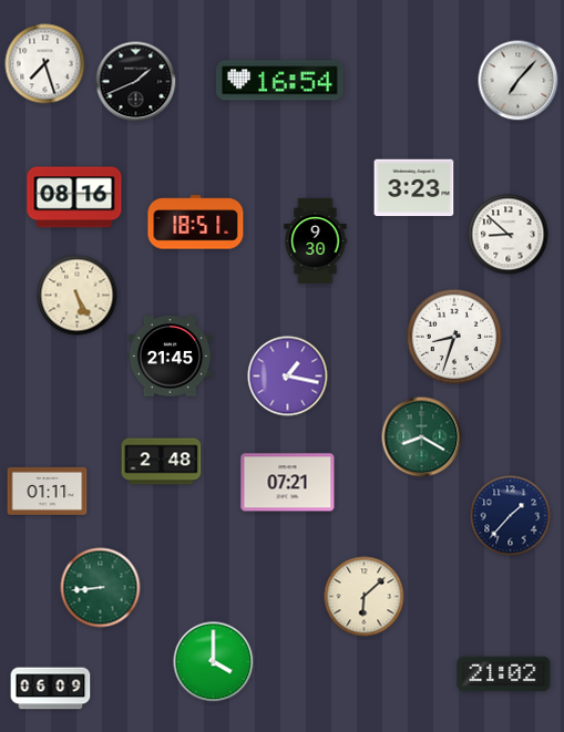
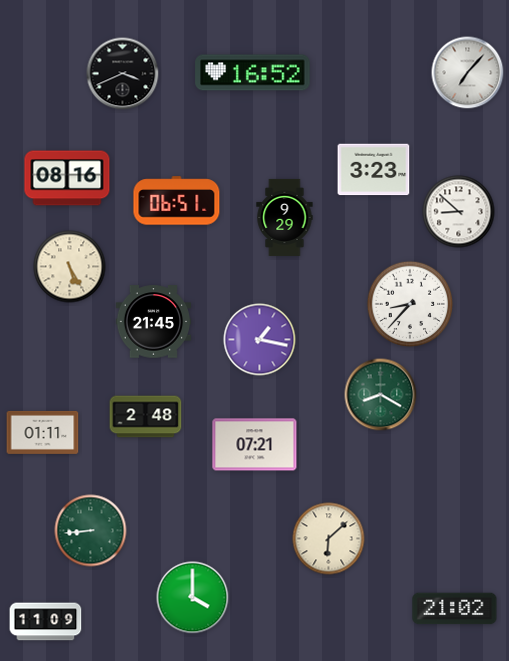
clock at (45, 64): 7:27 -> none
clock at (280, 81): 16:54 -> 16:52
clock at (136, 82): 1:41 -> 3:41
clock at (196, 223): 18:51 -> 06:51
clock at (316, 240): 9:30 -> 9:29
clock at (454, 337): 8:33 -> 8:37
clock at (288, 483) position: (288, 483) -> (255, 445)
clock at (48, 491) position: (48, 491) -> (43, 432)
clock at (511, 516): 1:37 -> none
clock at (51, 689): 06:09 -> 11:09
